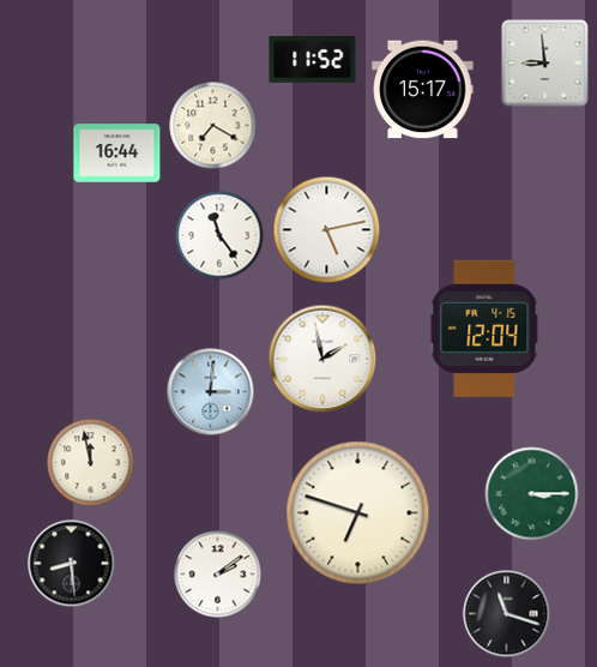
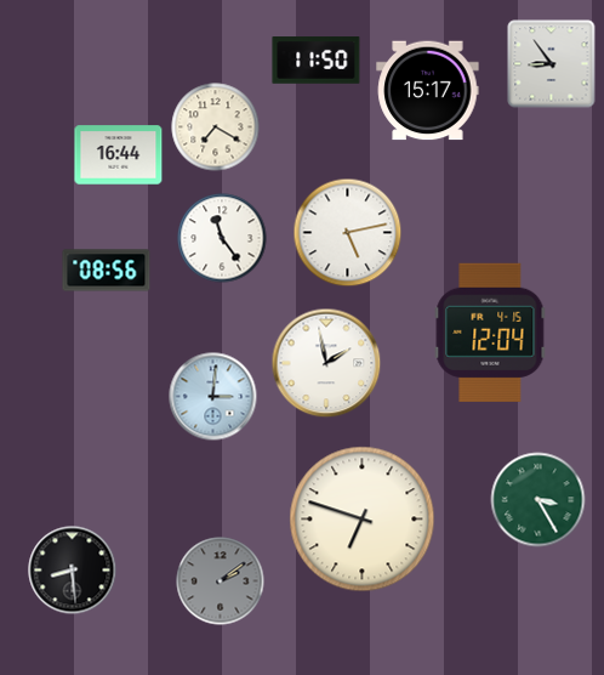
clock at (313, 60): 11:52 -> 11:50
clock at (545, 64): 8:59 -> 8:54
clock at (327, 230) position: (327, 230) -> (348, 233)
clock at (107, 271): none -> 08:56
clock at (91, 463): 11:58 -> none
clock at (532, 494): 3:15 -> 3:25
clock at (218, 575) dial: white -> grey
clock at (507, 614): 11:18 -> none
